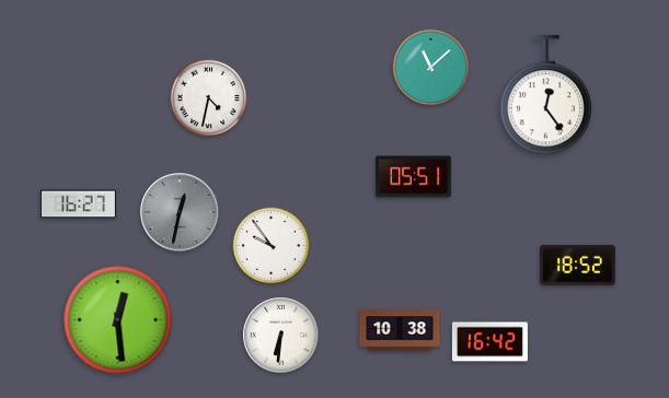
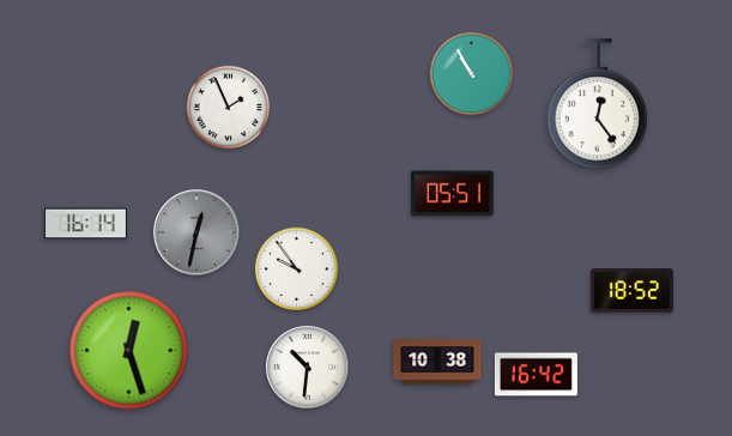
clock at (431, 68): 11:08 -> 10:55
clock at (209, 98): 4:32 -> 1:56
clock at (78, 204): 16:27 -> 16:14
clock at (118, 320): 12:29 -> 12:27
clock at (281, 336): 6:31 -> 10:31
